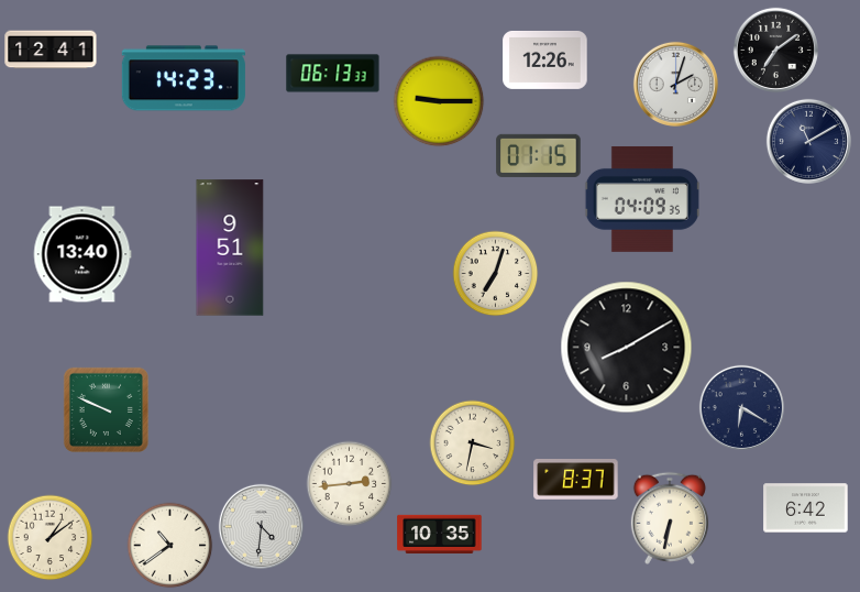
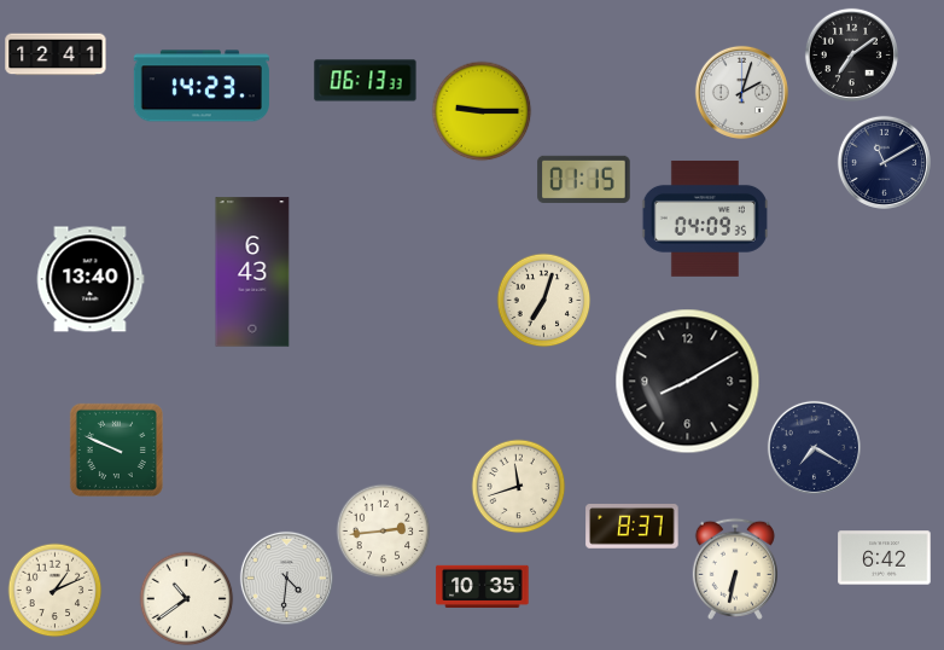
clock at (545, 59): 12:26 -> none
clock at (808, 141) position: (808, 141) -> (884, 162)
clock at (539, 155) position: (539, 155) -> (584, 179)
clock at (230, 248): 9:51 -> 6:43
clock at (741, 407): 6:20 -> 7:20
clock at (472, 442): 3:32 -> 11:42
clock at (49, 537): 1:09 -> 1:11
